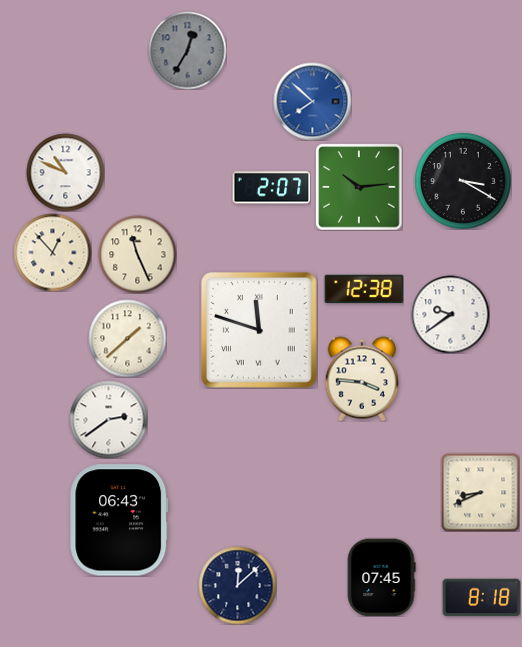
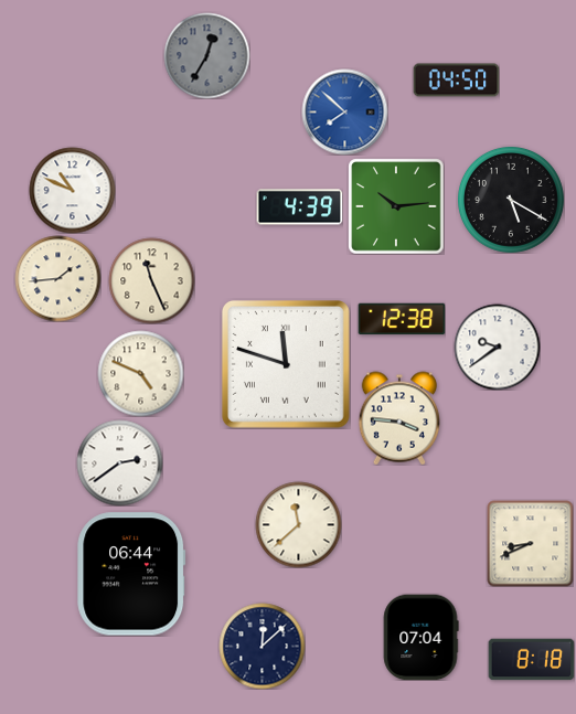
clock at (456, 81): none -> 04:50
clock at (463, 181): 3:20 -> 5:20
clock at (271, 188): 2:07 -> 4:39
clock at (52, 252): 12:53 -> 1:44
clock at (127, 338): 1:38 -> 4:49
clock at (298, 524): none -> 11:38
clock at (119, 520): 06:43 -> 06:44
clock at (381, 577): 07:45 -> 07:04
